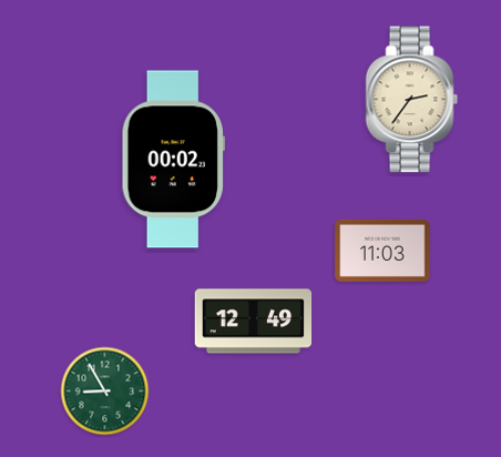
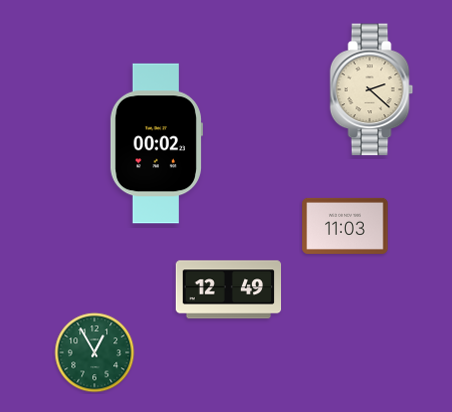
clock at (412, 100): 2:36 -> 2:22
clock at (105, 392): 8:55 -> 12:55
